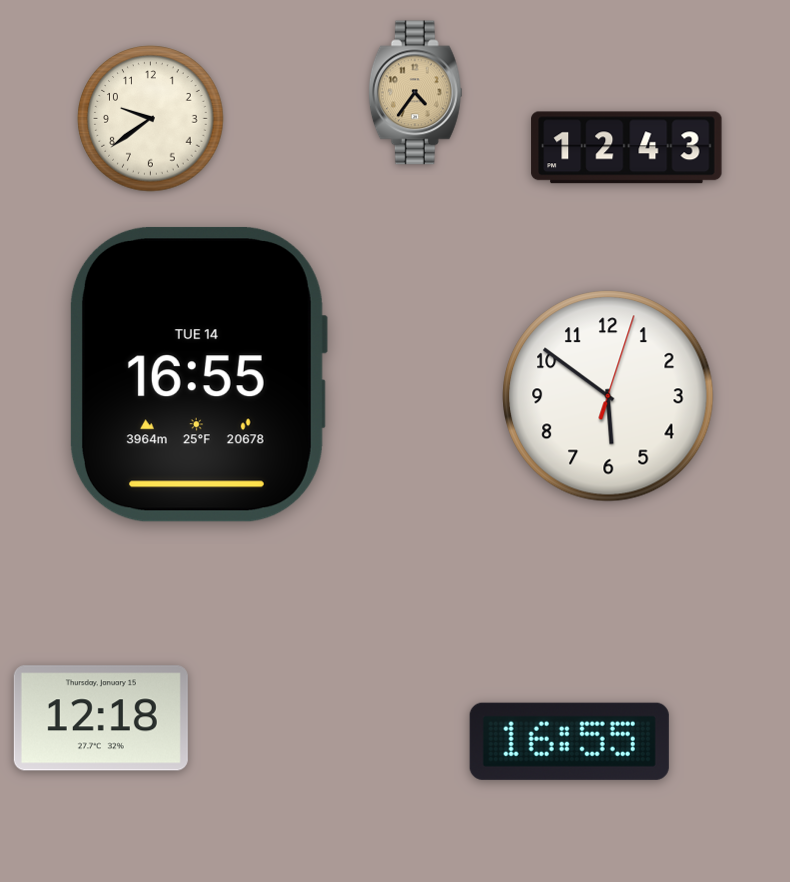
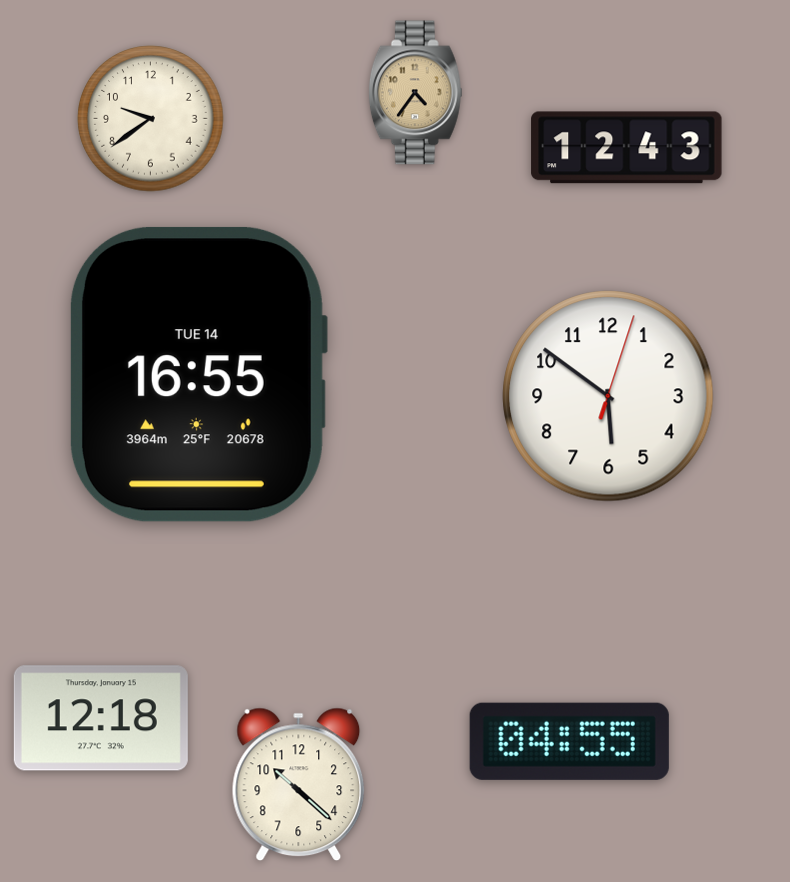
clock at (569, 741): 16:55 -> 04:55
clock at (299, 785): none -> 10:22
